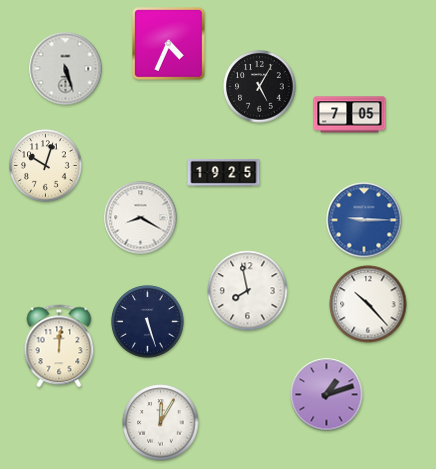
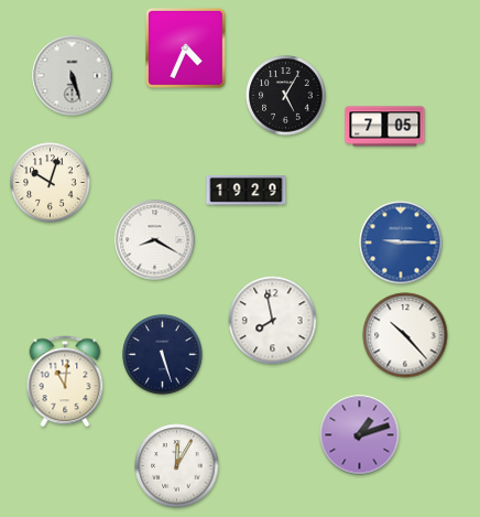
clock at (224, 173): 19:25 -> 19:29
clock at (59, 346): 12:01 -> 11:01
